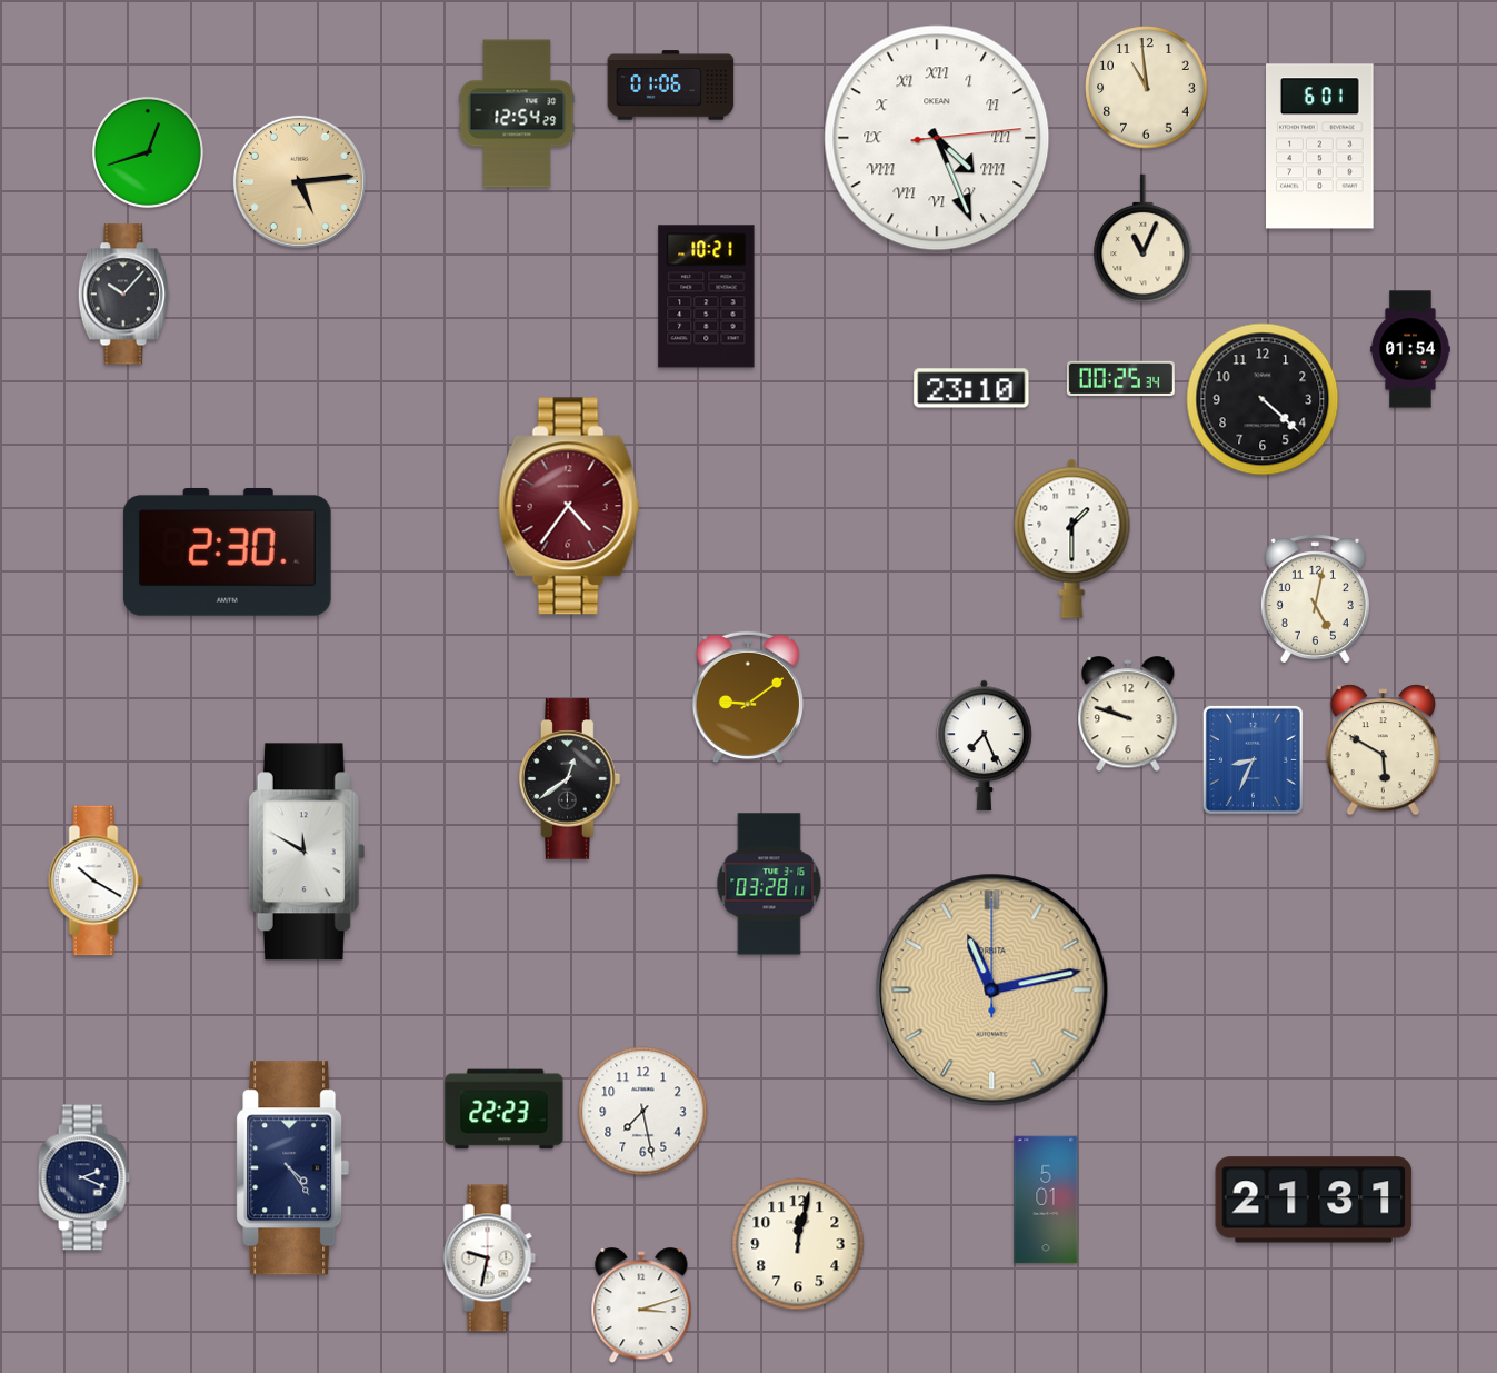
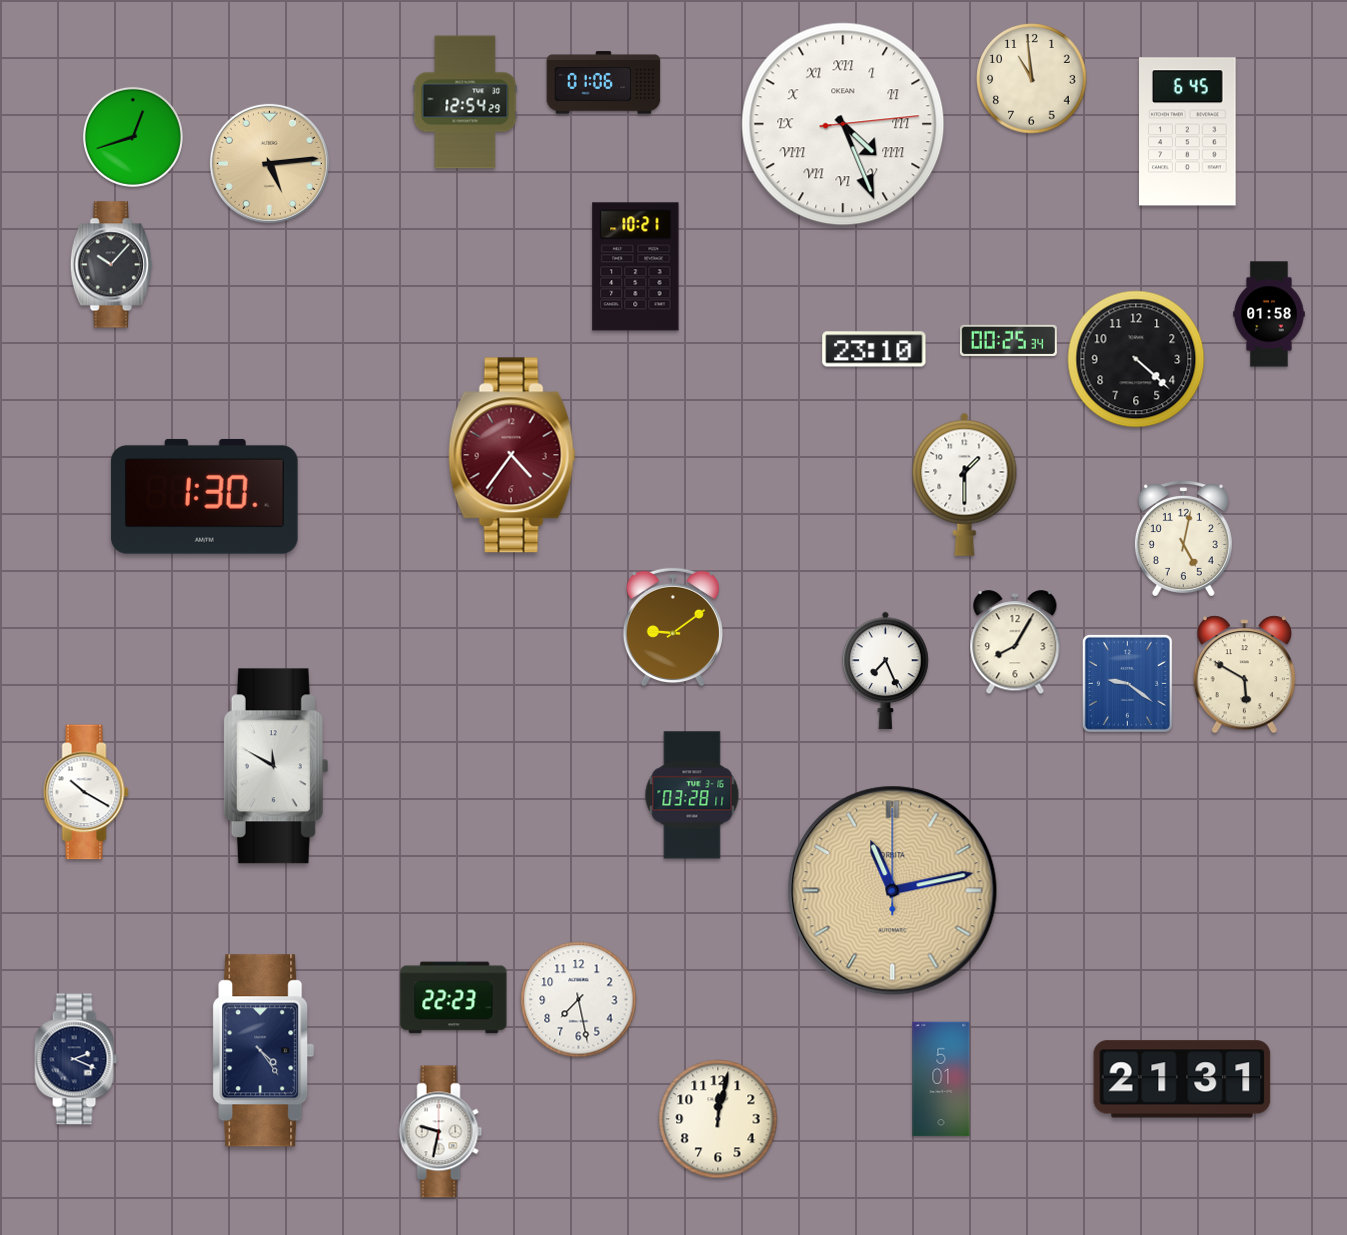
clock at (671, 86) position: (671, 86) -> (604, 83)
clock at (1320, 147): 6:01 -> 6:45
clock at (1144, 239): 11:04 -> none
clock at (1410, 349): 01:54 -> 01:58
clock at (227, 551): 2:30 -> 1:30
clock at (1128, 715): 9:48 -> 8:05
clock at (1253, 759): 8:34 -> 9:21
clock at (570, 779): 12:39 -> none
clock at (641, 1306): 3:12 -> none
